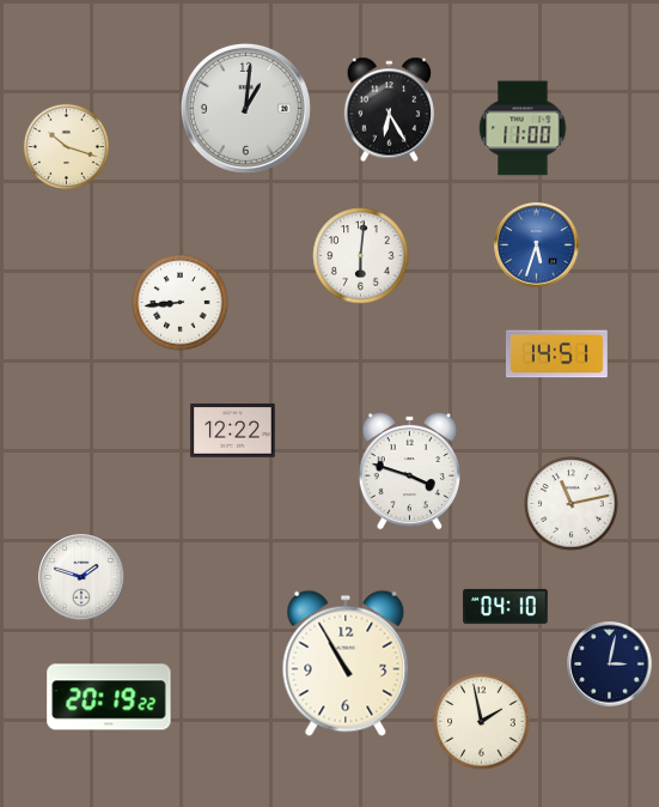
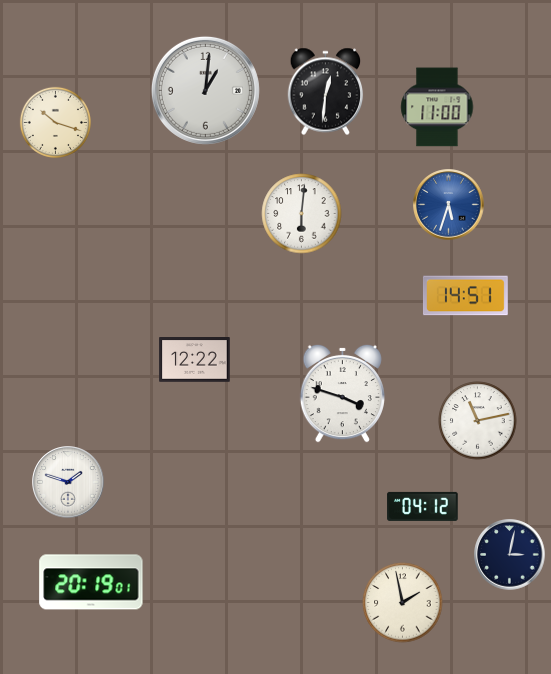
clock at (390, 110): 6:25 -> 12:31
clock at (181, 303): 8:44 -> none
clock at (506, 606): 04:10 -> 04:12
clock at (346, 663): 10:55 -> none
clock at (109, 697): 20:19:22 -> 20:19:01
